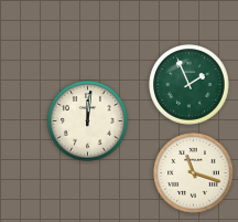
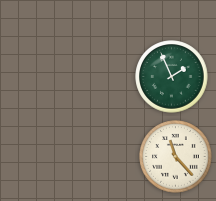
clock at (88, 121): 12:01 -> none
clock at (194, 173): 11:18 -> 11:23
